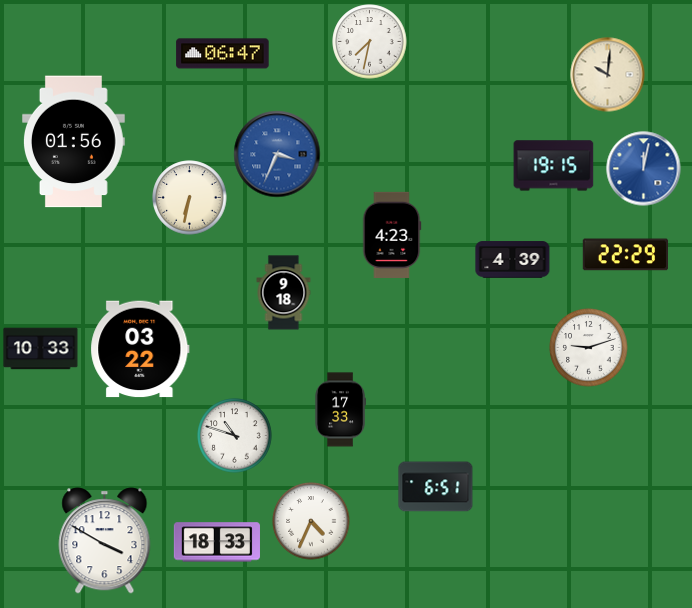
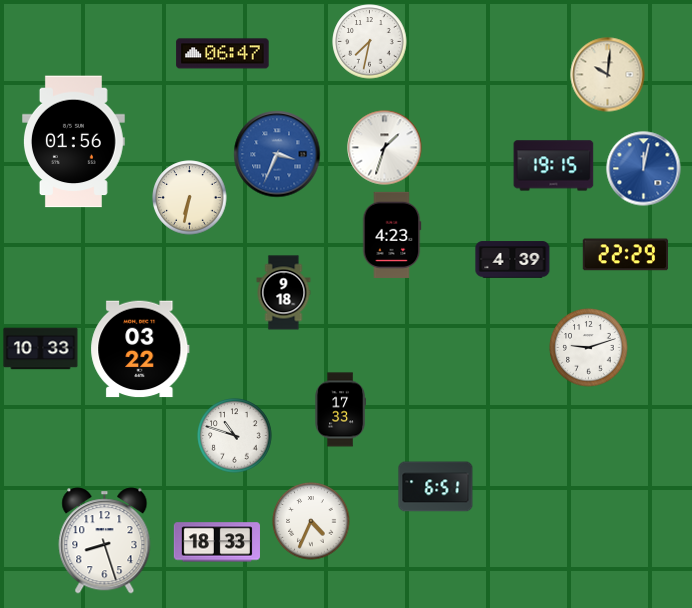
clock at (385, 148): none -> 1:33
clock at (105, 541): 3:50 -> 8:27
